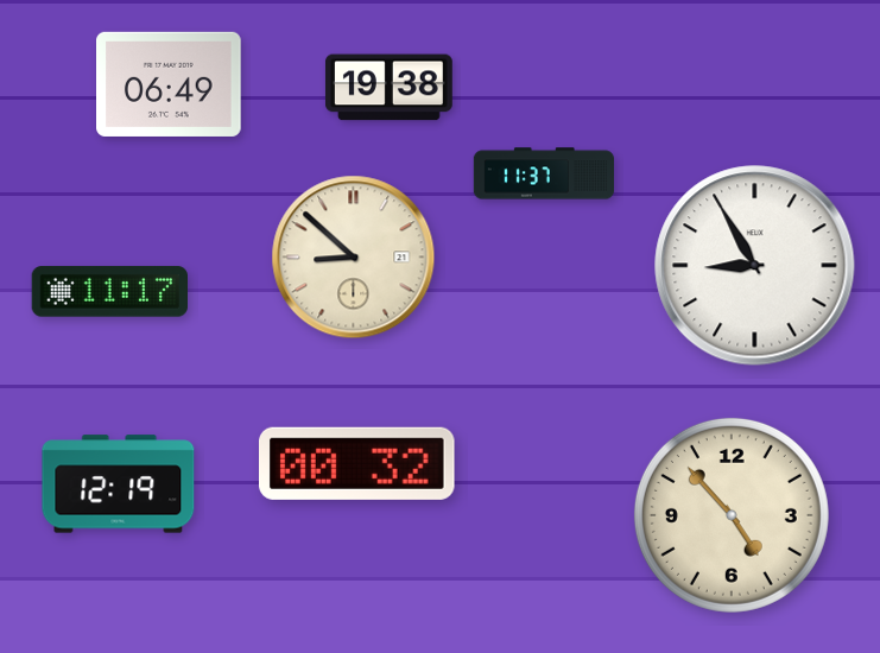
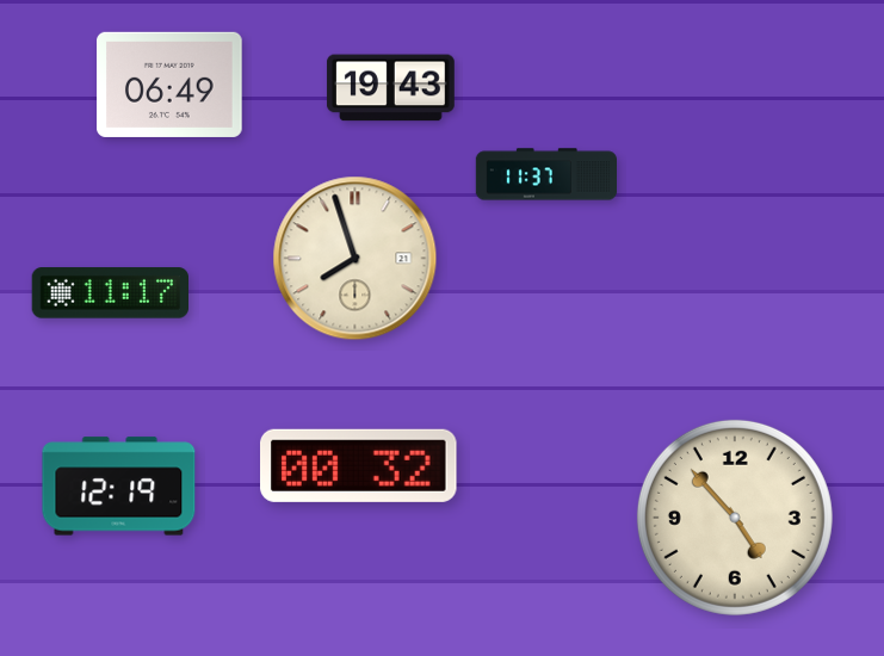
clock at (388, 88): 19:38 -> 19:43
clock at (354, 258): 8:52 -> 7:57
clock at (755, 266): 8:55 -> none
